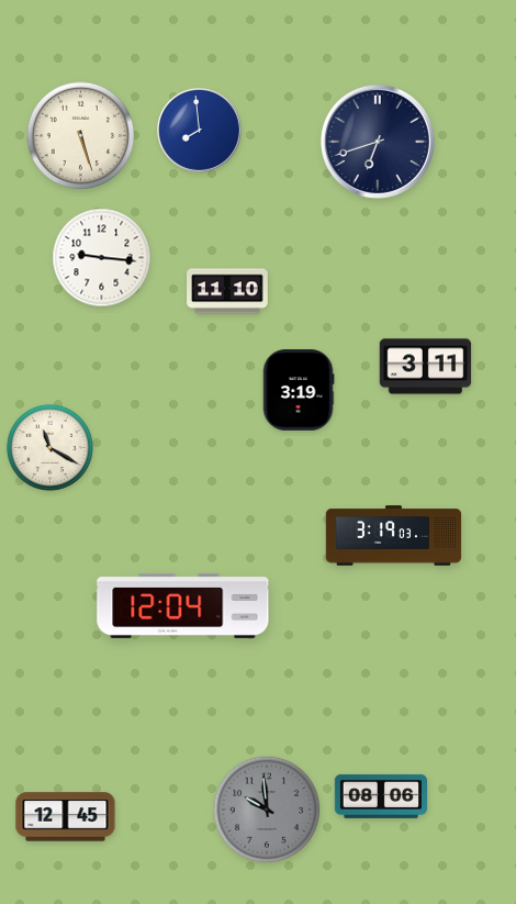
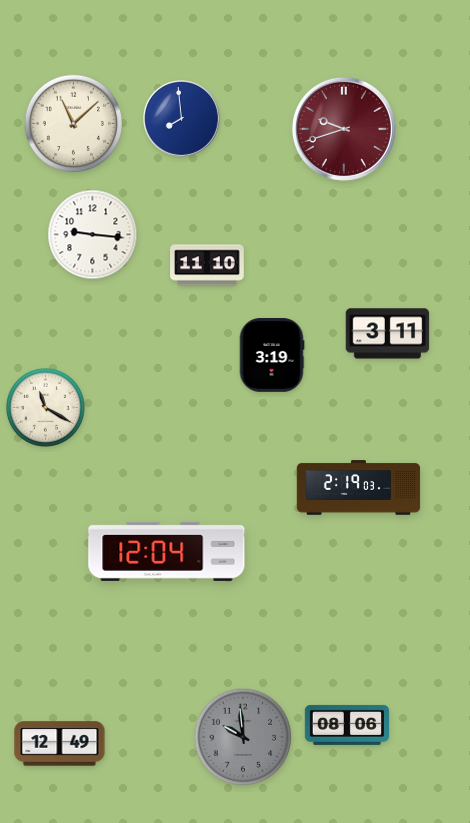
clock at (81, 136): 5:27 -> 11:08
clock at (378, 142): 6:42 -> 9:42
clock at (378, 142) dial: navy -> burgundy
clock at (394, 536): 3:19 -> 2:19
clock at (66, 817): 12:45 -> 12:49
